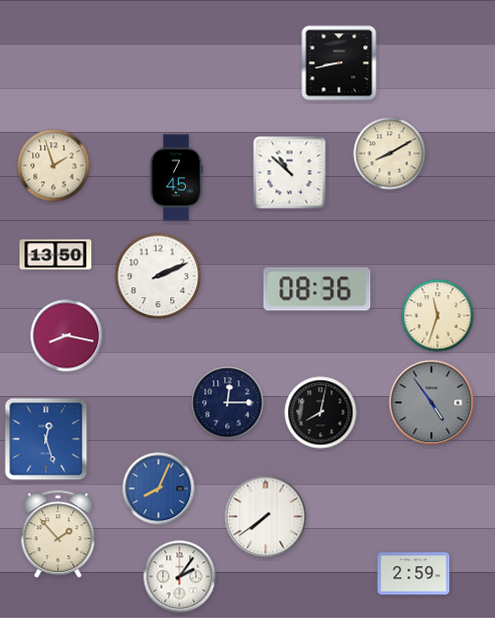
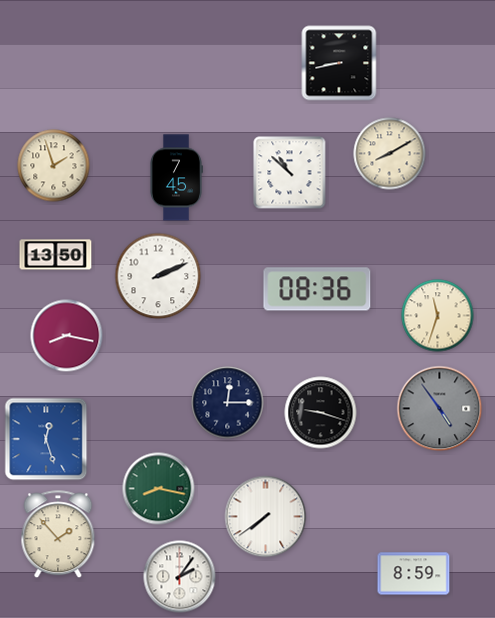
clock at (432, 403) position: (432, 403) -> (440, 409)
clock at (321, 413): 8:02 -> 9:18
clock at (159, 489): 8:04 -> 8:17
clock at (159, 489) dial: blue -> green
clock at (414, 574): 2:59 -> 8:59
